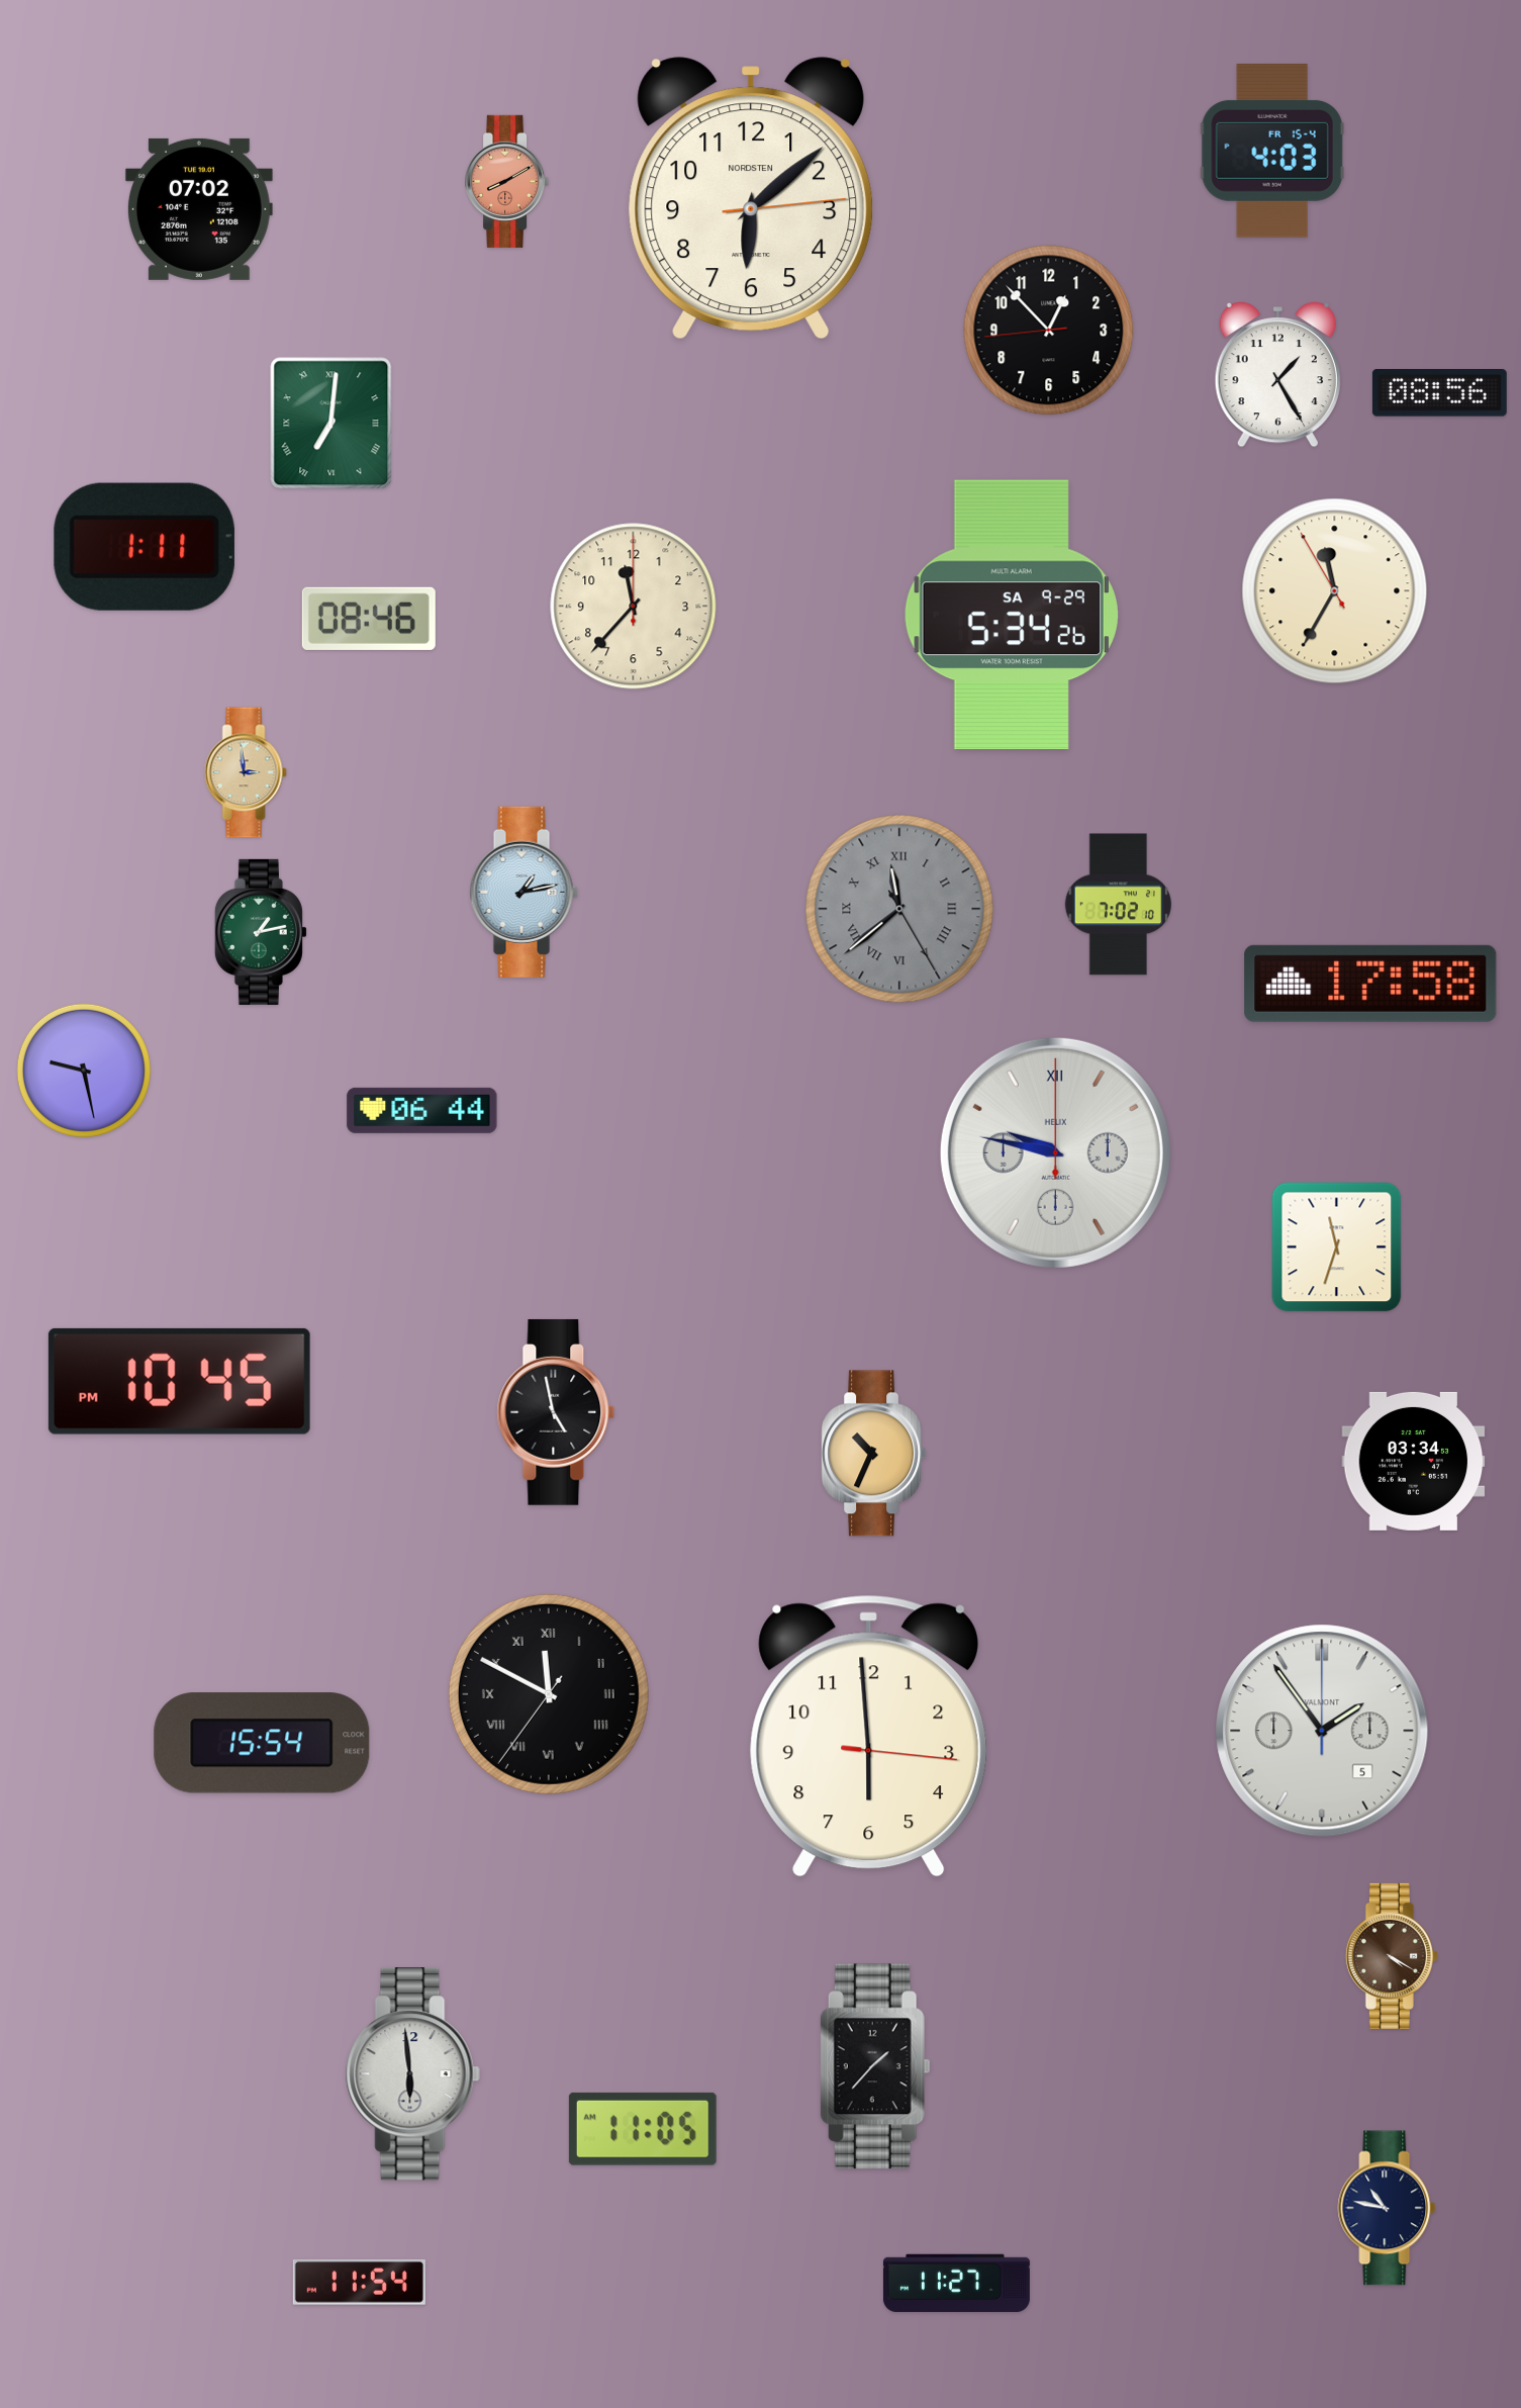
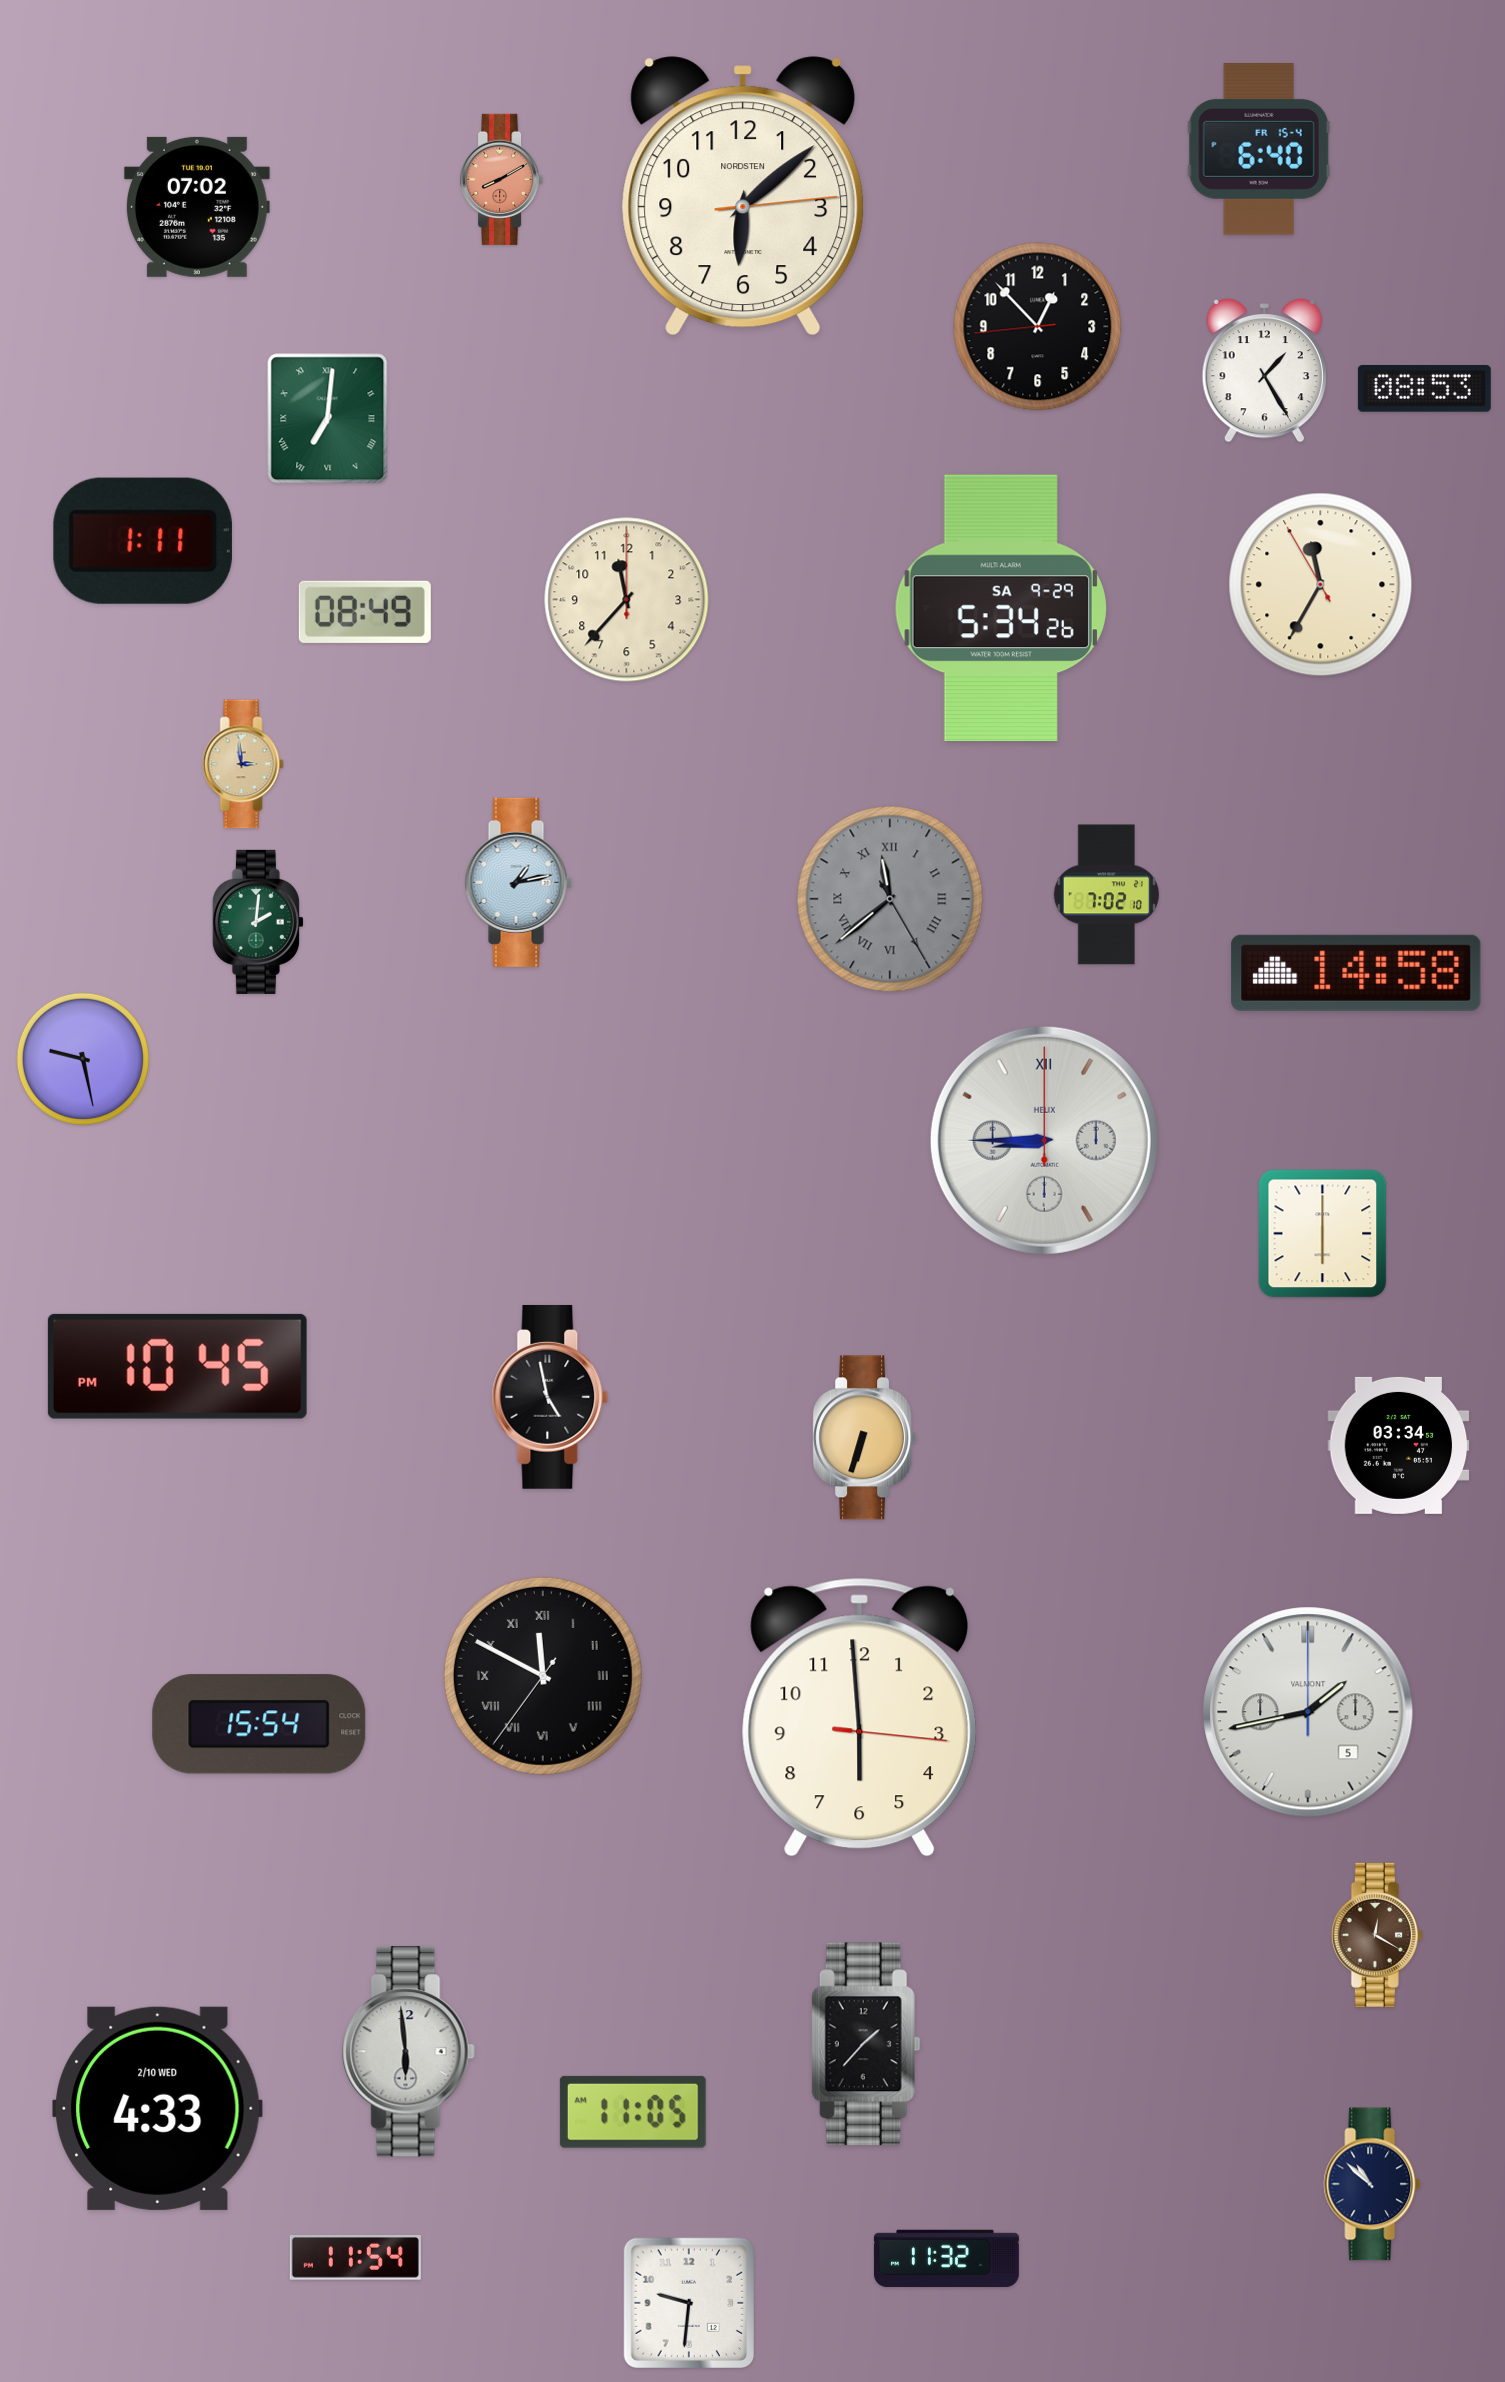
clock at (1272, 152): 4:03 -> 6:40
clock at (1439, 393): 08:56 -> 08:53
clock at (369, 619): 08:46 -> 08:49
clock at (261, 932): 1:13 -> 2:01
clock at (1370, 984): 17:58 -> 14:58
clock at (422, 1110): 06:44 -> none
clock at (1055, 1152): 9:47 -> 8:45
clock at (1337, 1247): 11:33 -> 6:00
clock at (874, 1454): 10:34 -> 6:33
clock at (1322, 1731): 1:54 -> 1:43
clock at (1392, 1956): 4:20 -> 12:20
clock at (643, 2129) position: (643, 2129) -> (633, 2112)
clock at (158, 2108): none -> 4:33
clock at (1387, 2208): 10:47 -> 10:52
clock at (956, 2284): 11:27 -> 11:32
clock at (689, 2303): none -> 9:31
